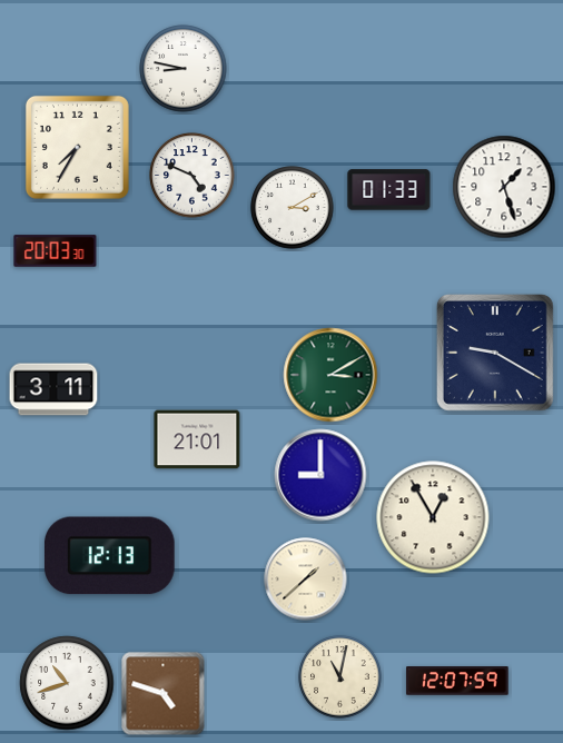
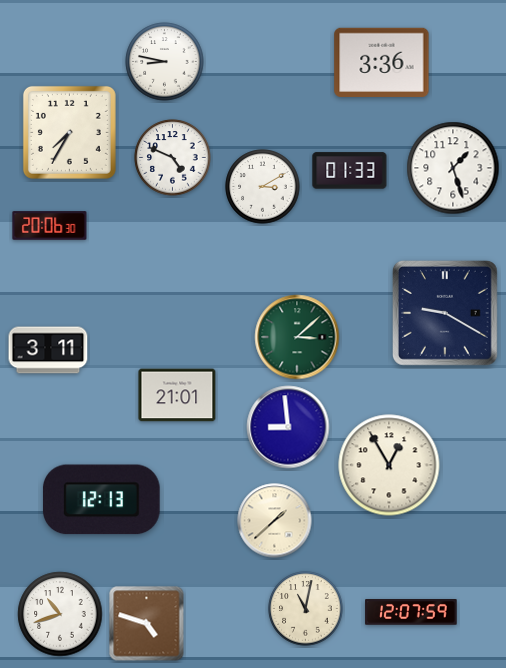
clock at (382, 62): none -> 3:36
clock at (56, 251): 20:03 -> 20:06
clock at (495, 353) position: (495, 353) -> (445, 313)
clock at (330, 375): 3:10 -> 3:08
clock at (320, 475): 9:00 -> 8:59
clock at (109, 556) position: (109, 556) -> (101, 500)
